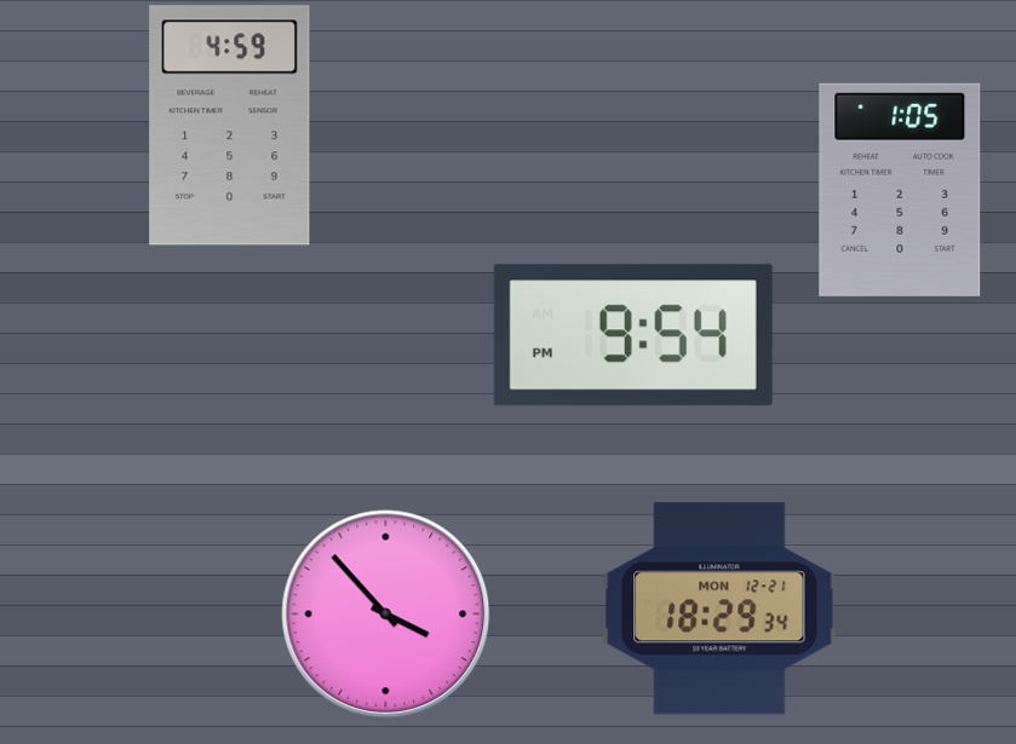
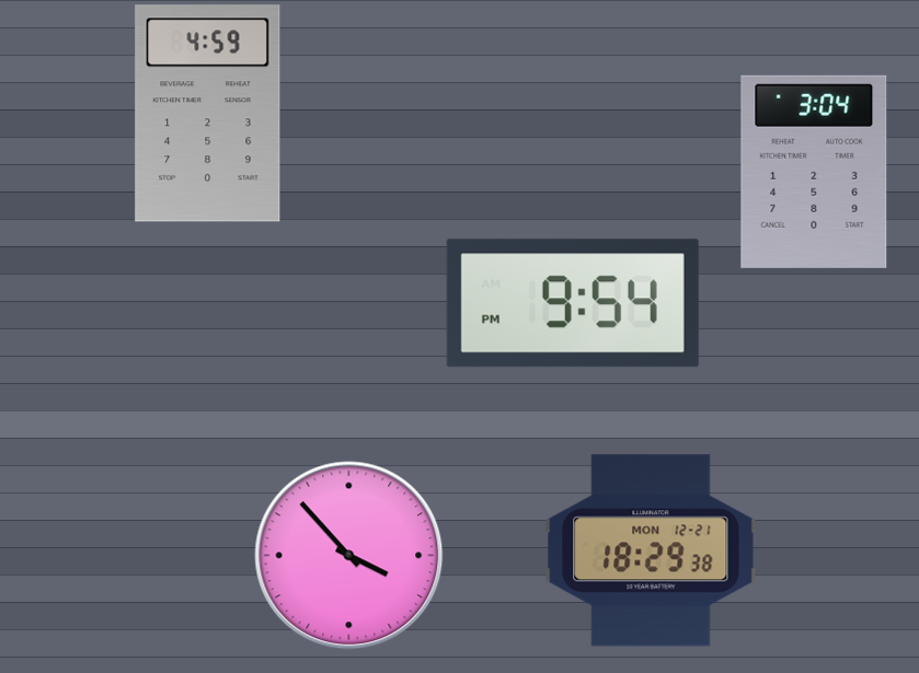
clock at (900, 190): 1:05 -> 3:04
clock at (719, 609): 18:29:34 -> 18:29:38
